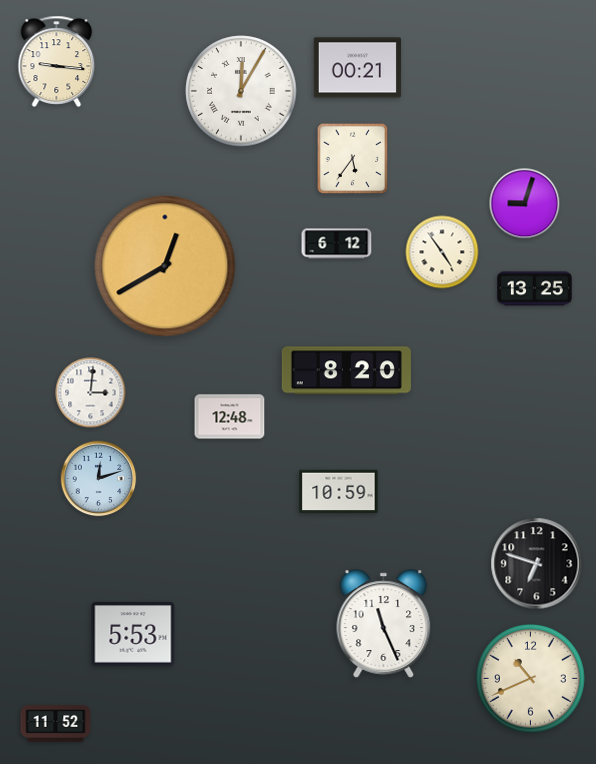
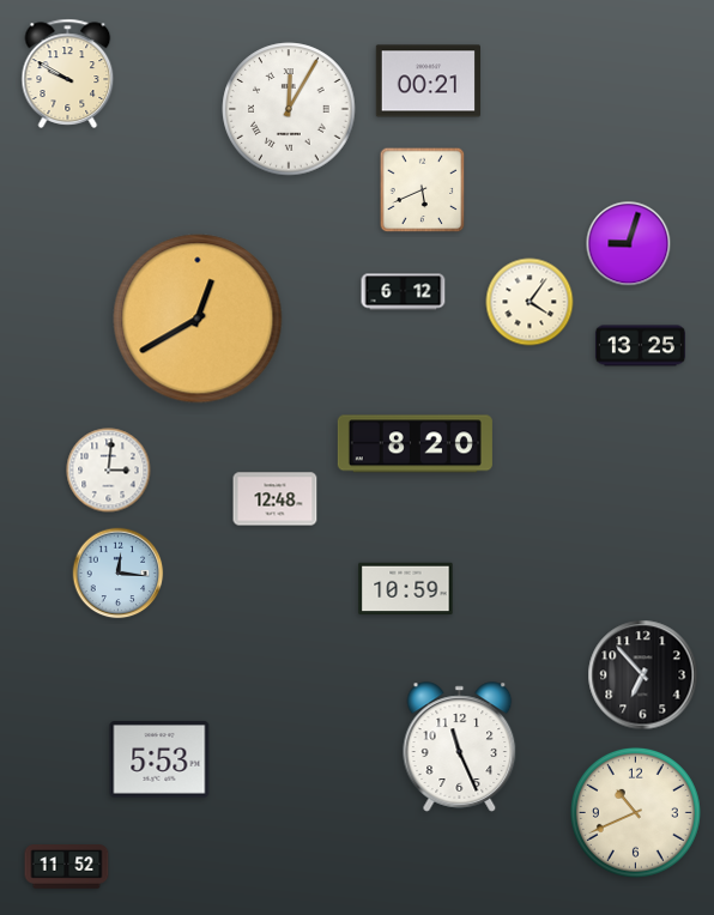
clock at (57, 61): 9:16 -> 9:50
clock at (353, 159): 5:36 -> 5:41
clock at (442, 252): 4:54 -> 4:06
clock at (99, 479): 12:12 -> 12:16
clock at (537, 564): 6:48 -> 6:53
